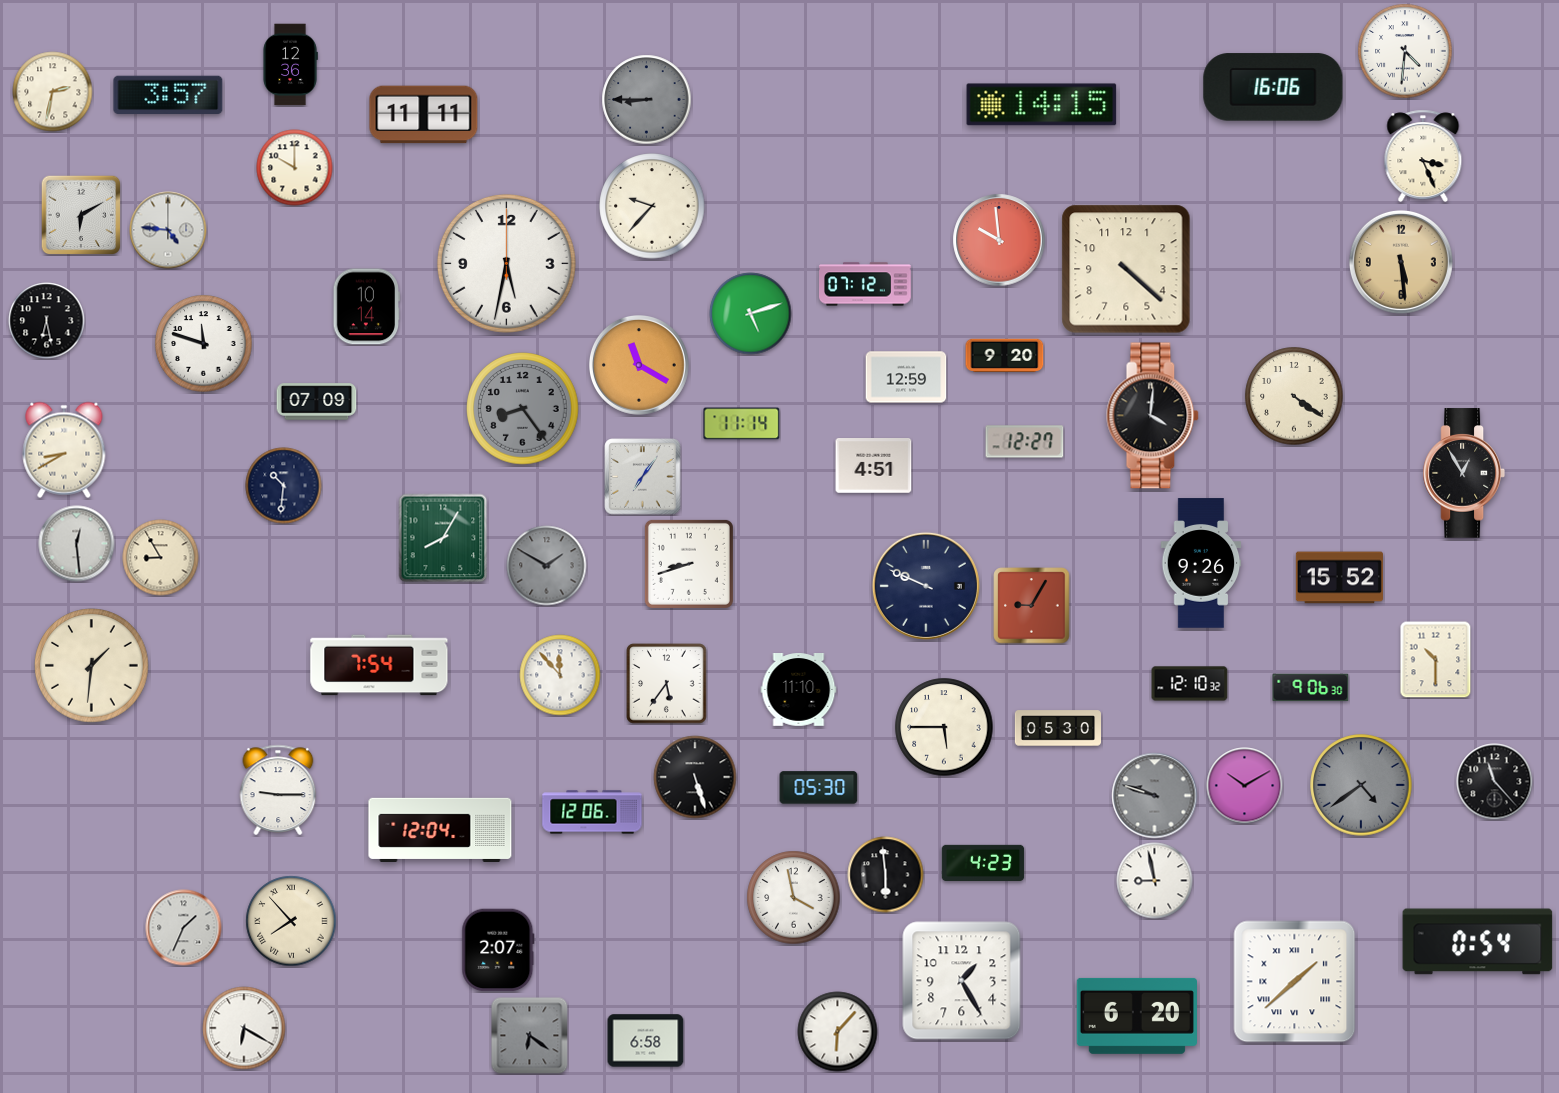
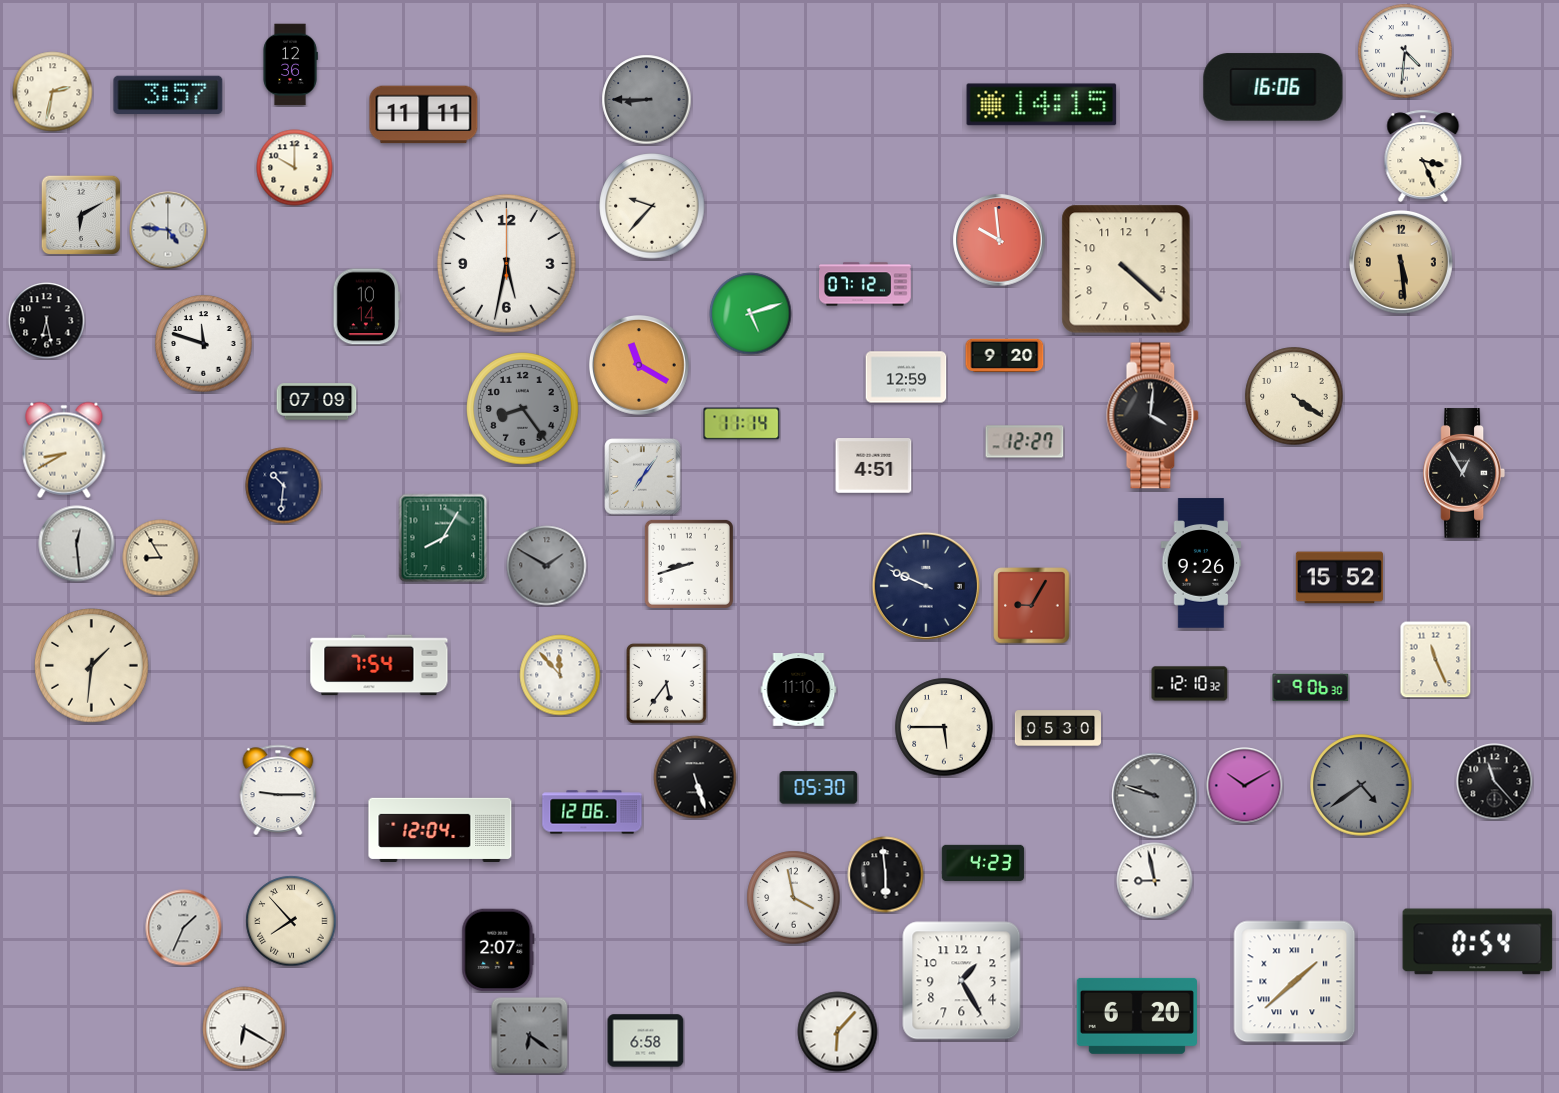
clock at (1436, 659): 10:30 -> 11:26
